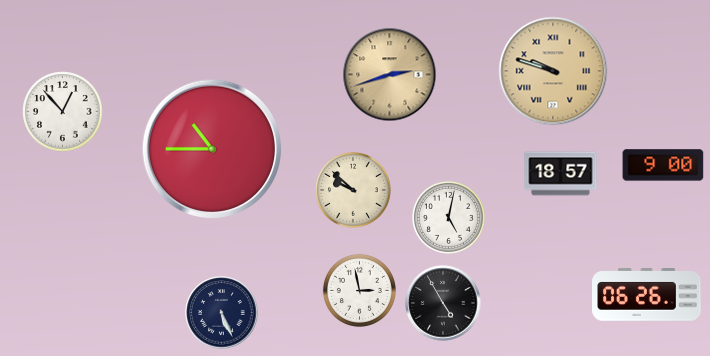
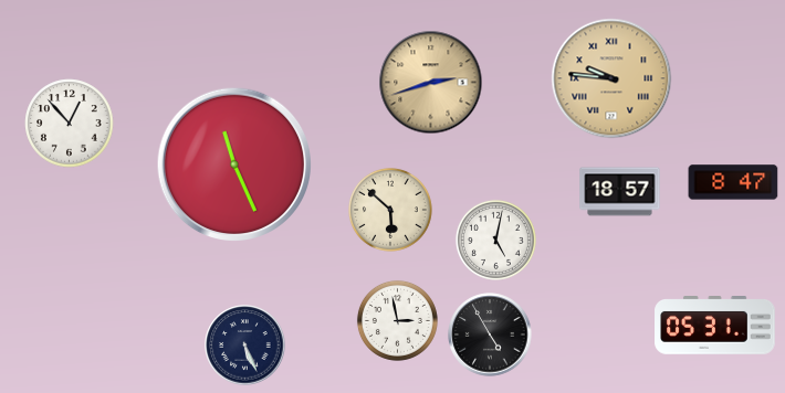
clock at (553, 71): 9:48 -> 9:46
clock at (212, 149): 10:45 -> 11:26
clock at (663, 165): 9:00 -> 8:47
clock at (354, 191): 9:52 -> 5:52
clock at (647, 295): 06:26 -> 05:31
